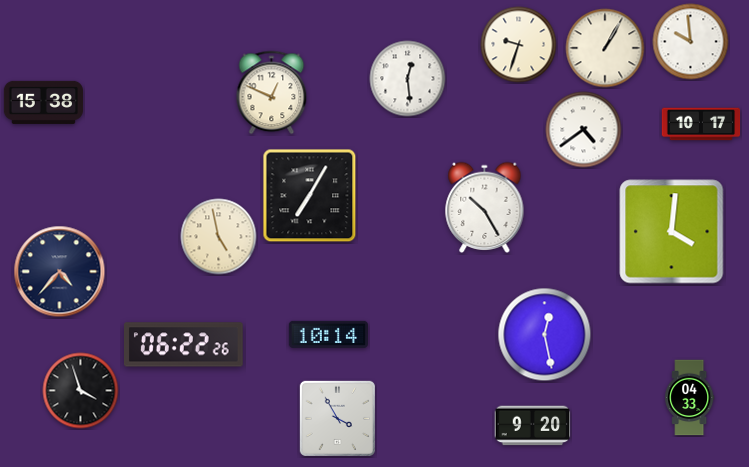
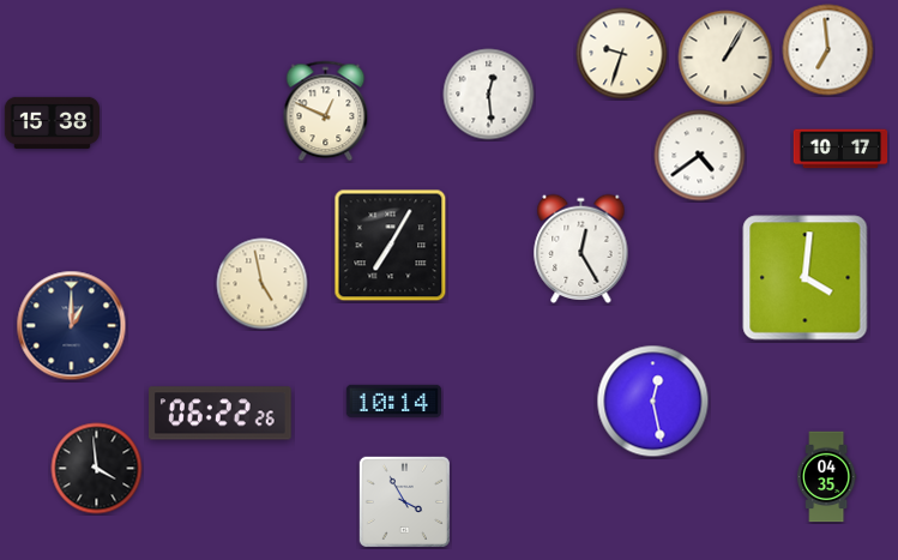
clock at (691, 42): 9:59 -> 6:59
clock at (310, 196) position: (310, 196) -> (391, 246)
clock at (485, 207): 10:25 -> 12:25
clock at (60, 272): 4:37 -> 1:00
clock at (81, 391): 3:57 -> 3:59
clock at (690, 398): 04:33 -> 04:35
clock at (533, 426): 9:20 -> none
